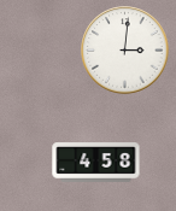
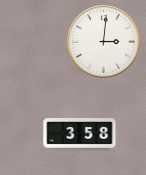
clock at (96, 163): 4:58 -> 3:58
